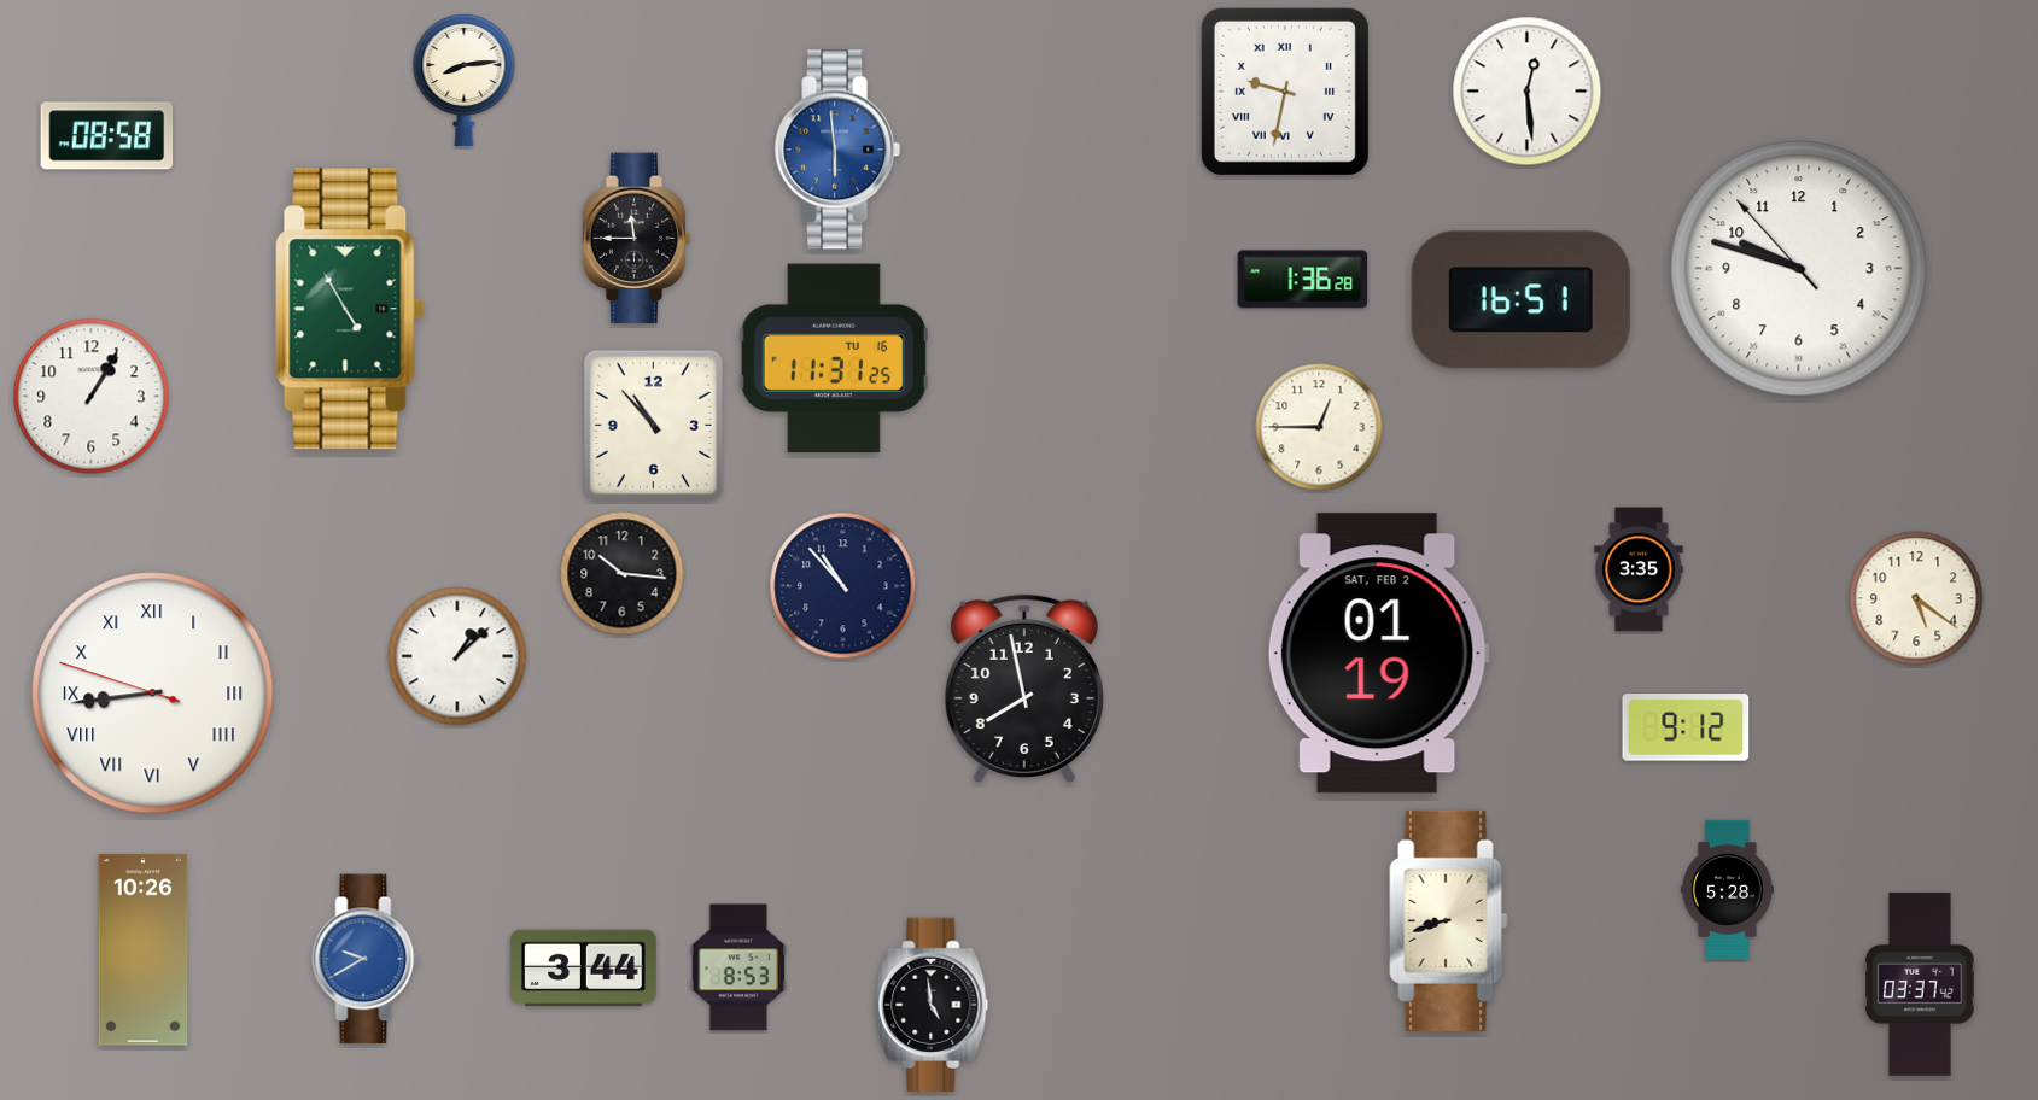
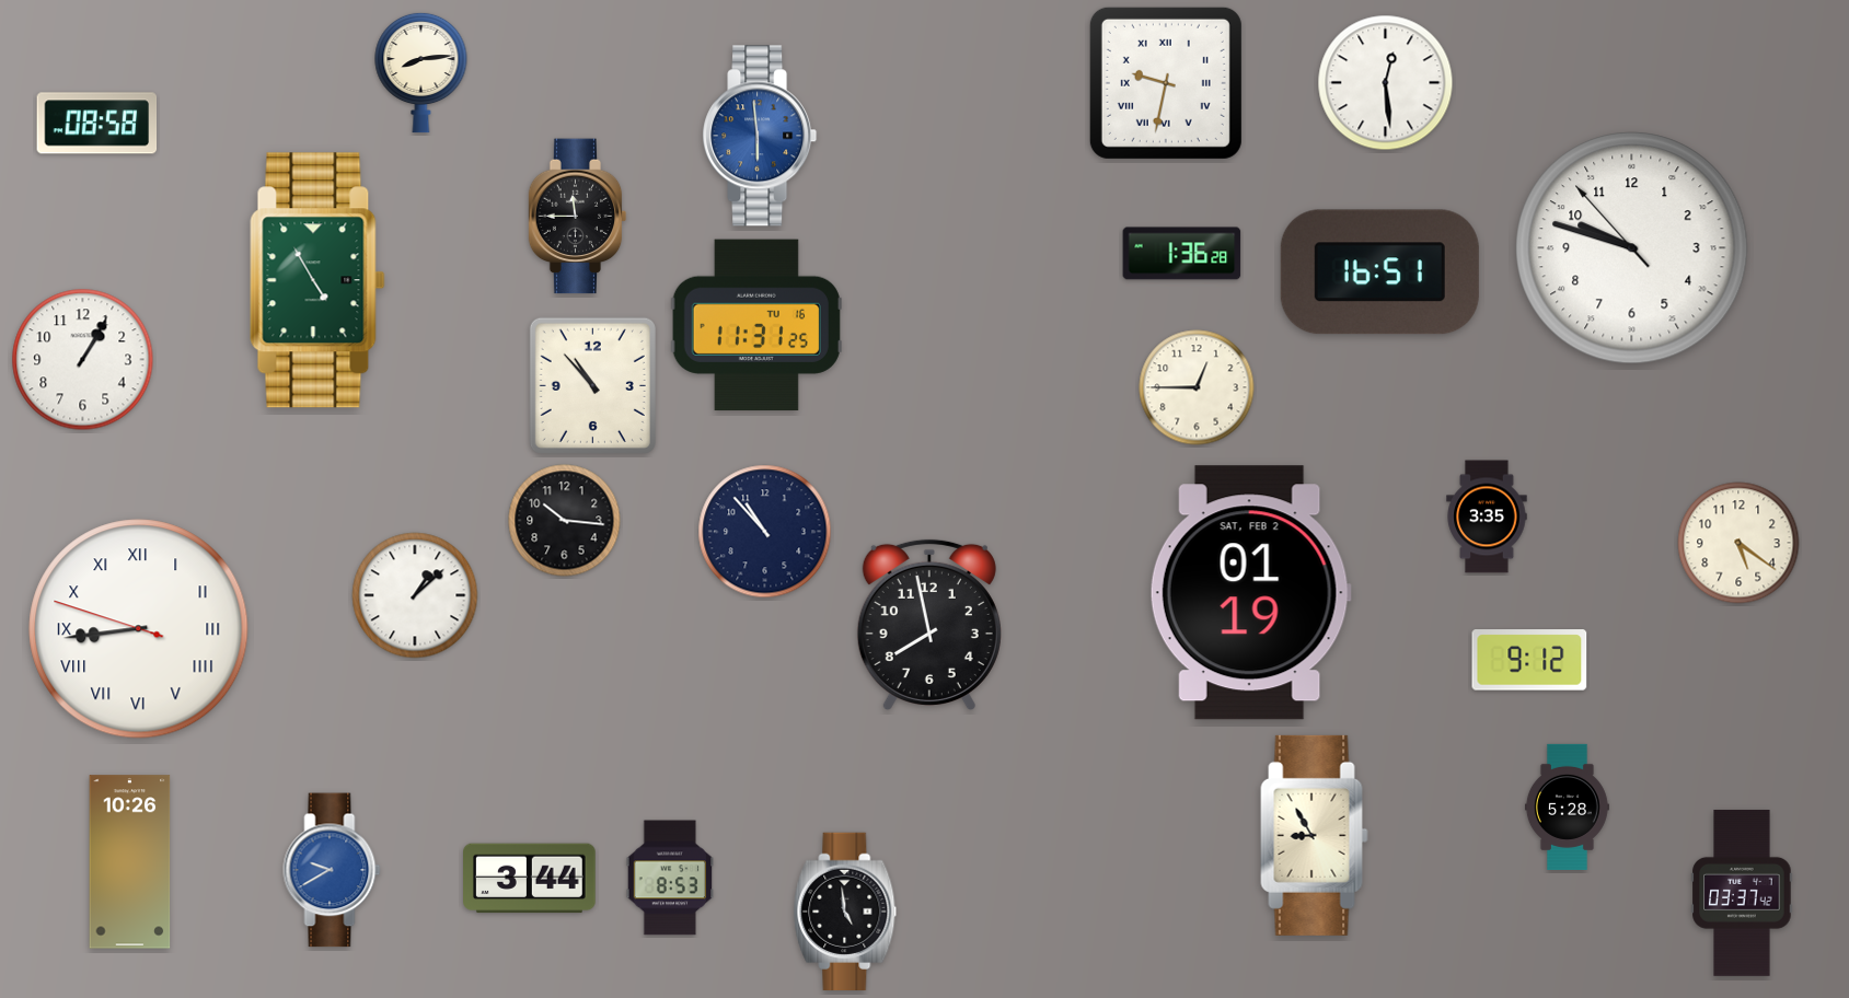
clock at (1799, 269) position: (1799, 269) -> (1632, 248)
clock at (1449, 920): 8:42 -> 8:55
